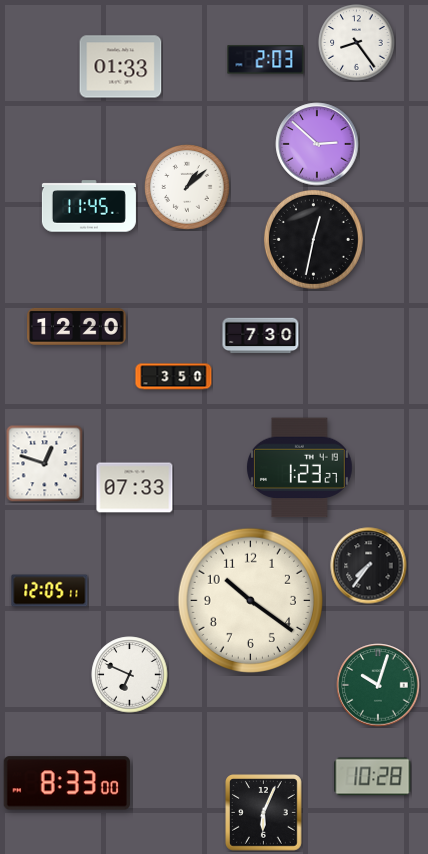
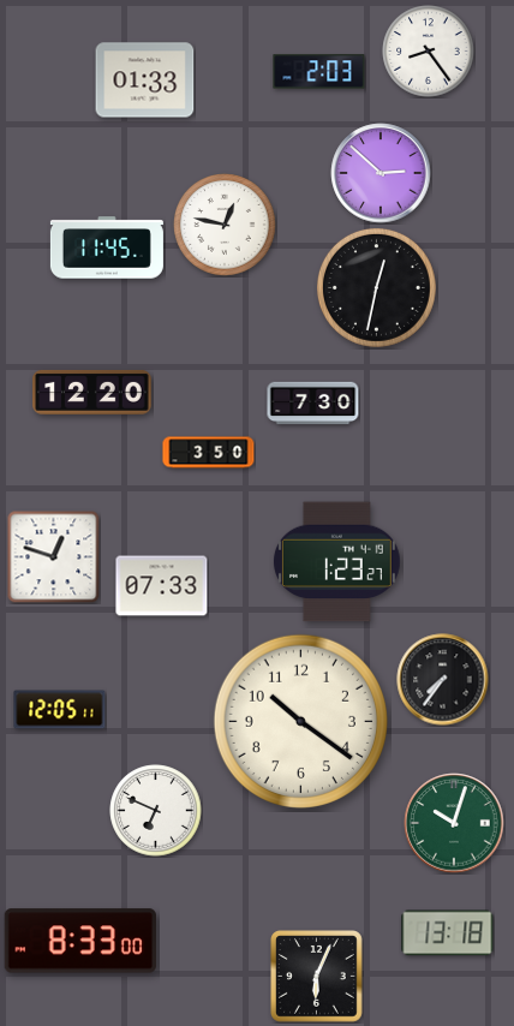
clock at (187, 187): 1:08 -> 12:47
clock at (300, 468) position: (300, 468) -> (337, 562)
clock at (373, 777): 10:28 -> 13:18
